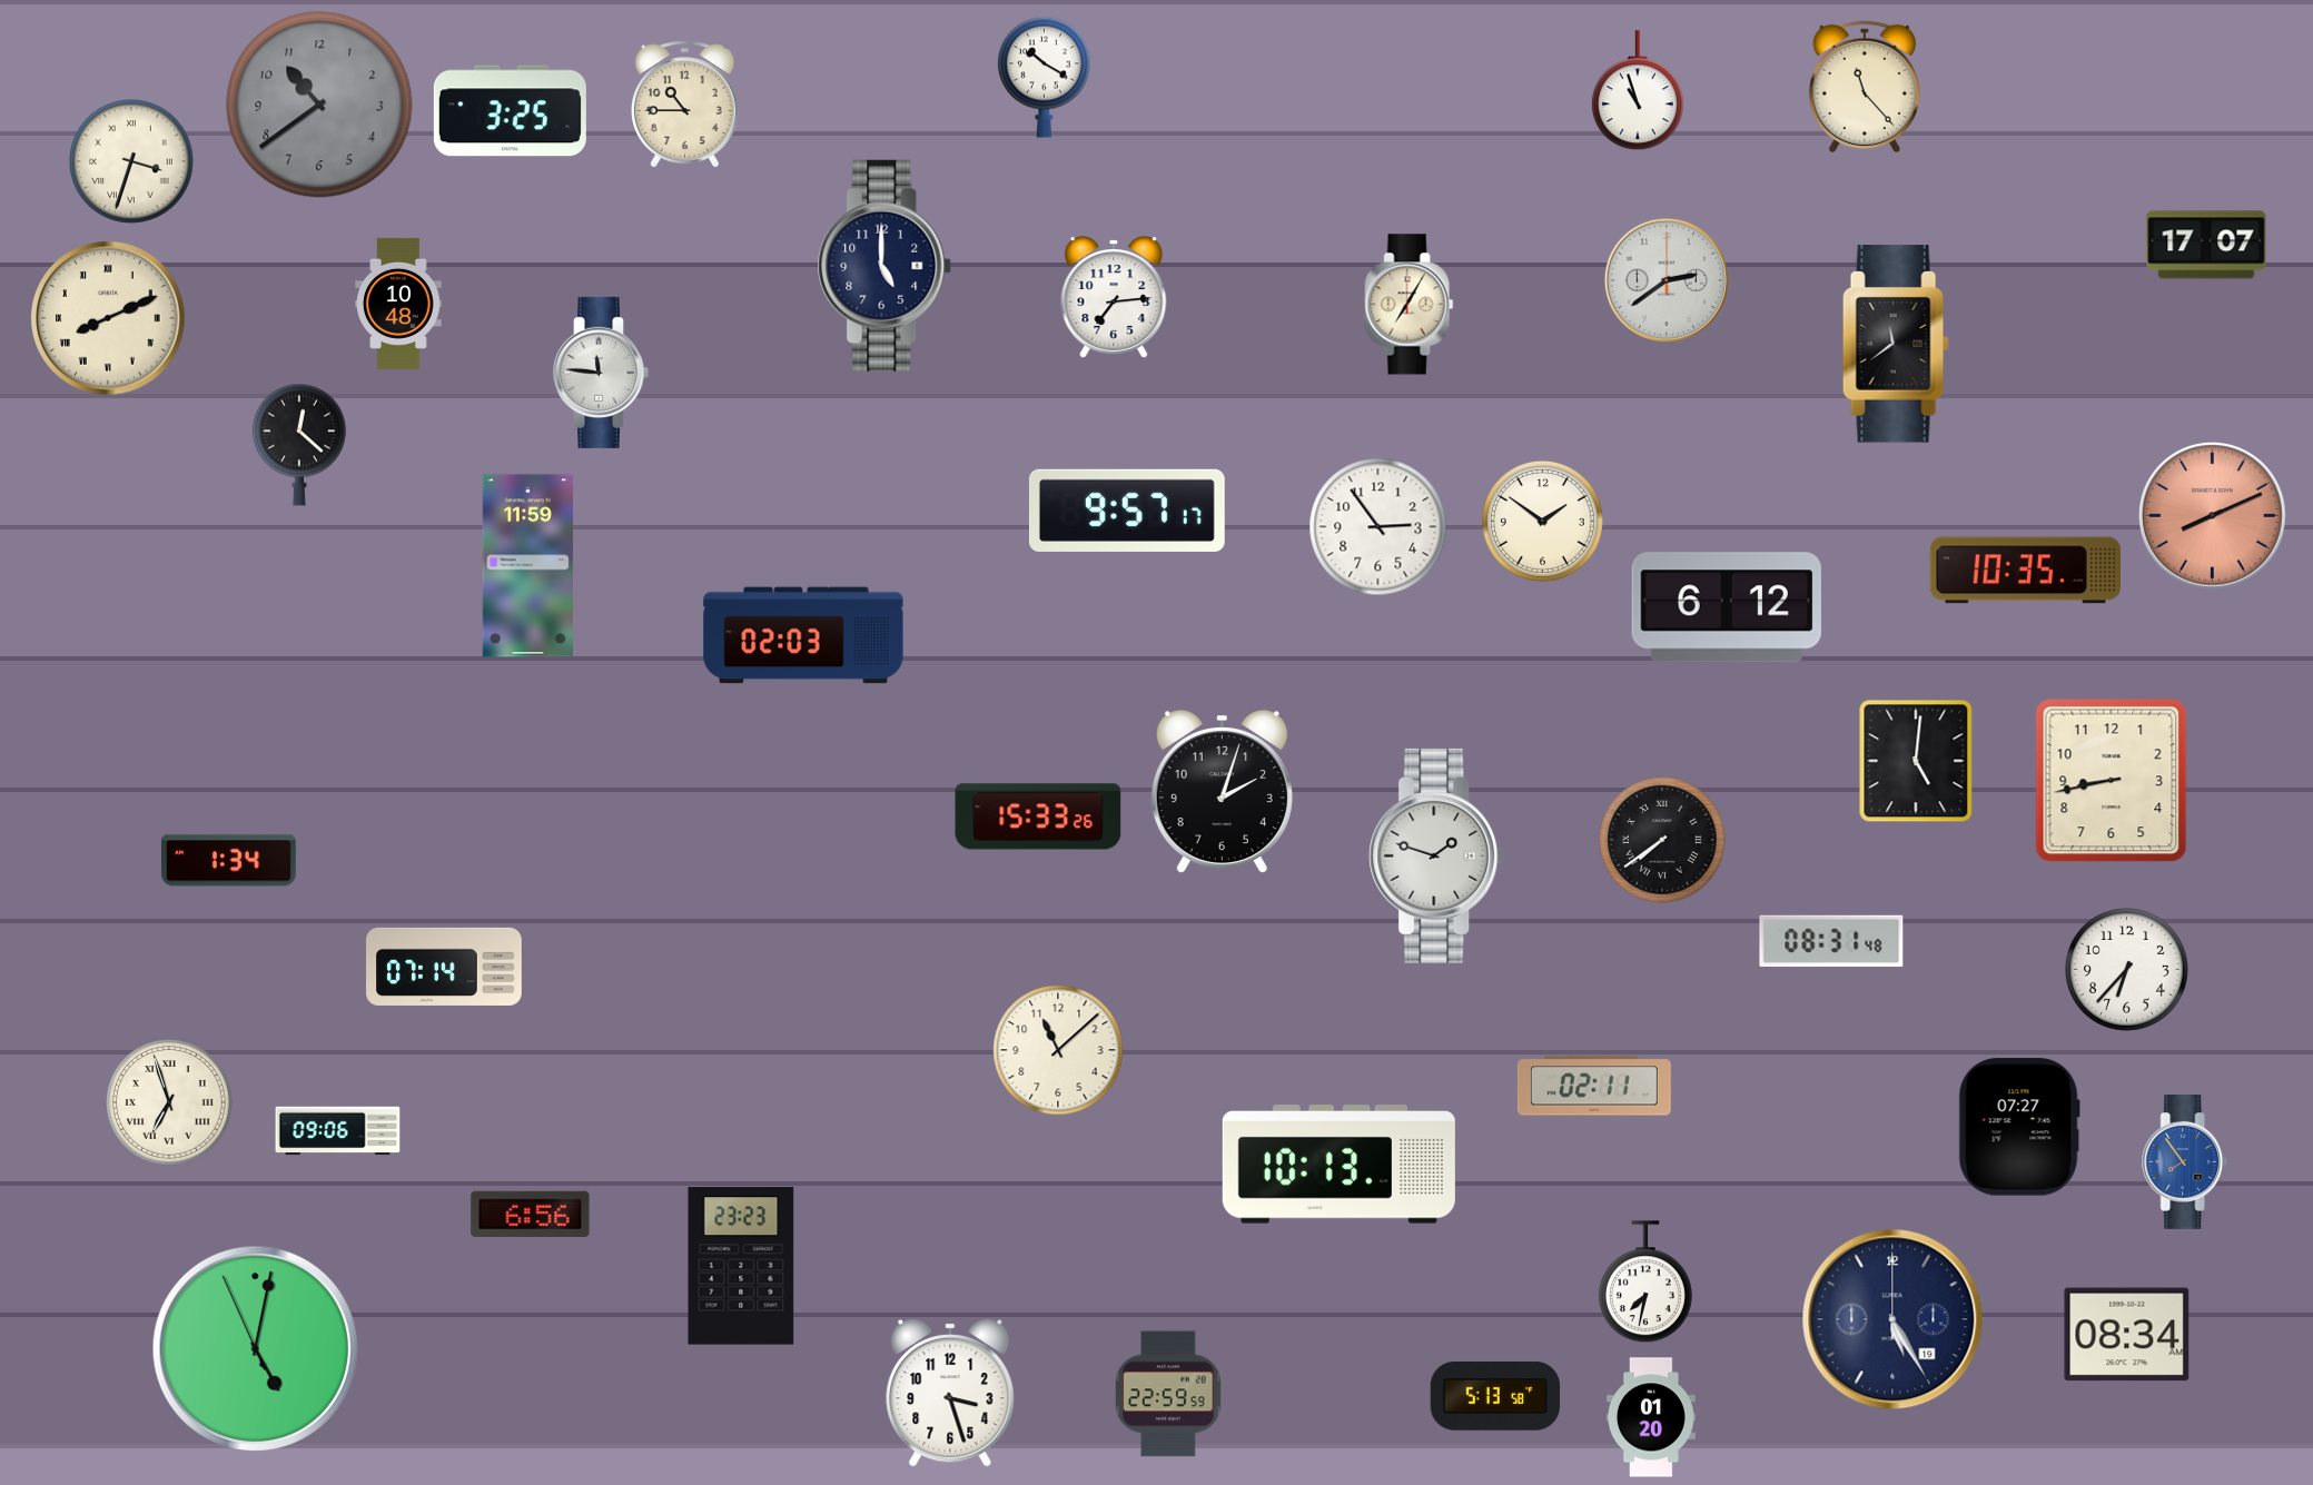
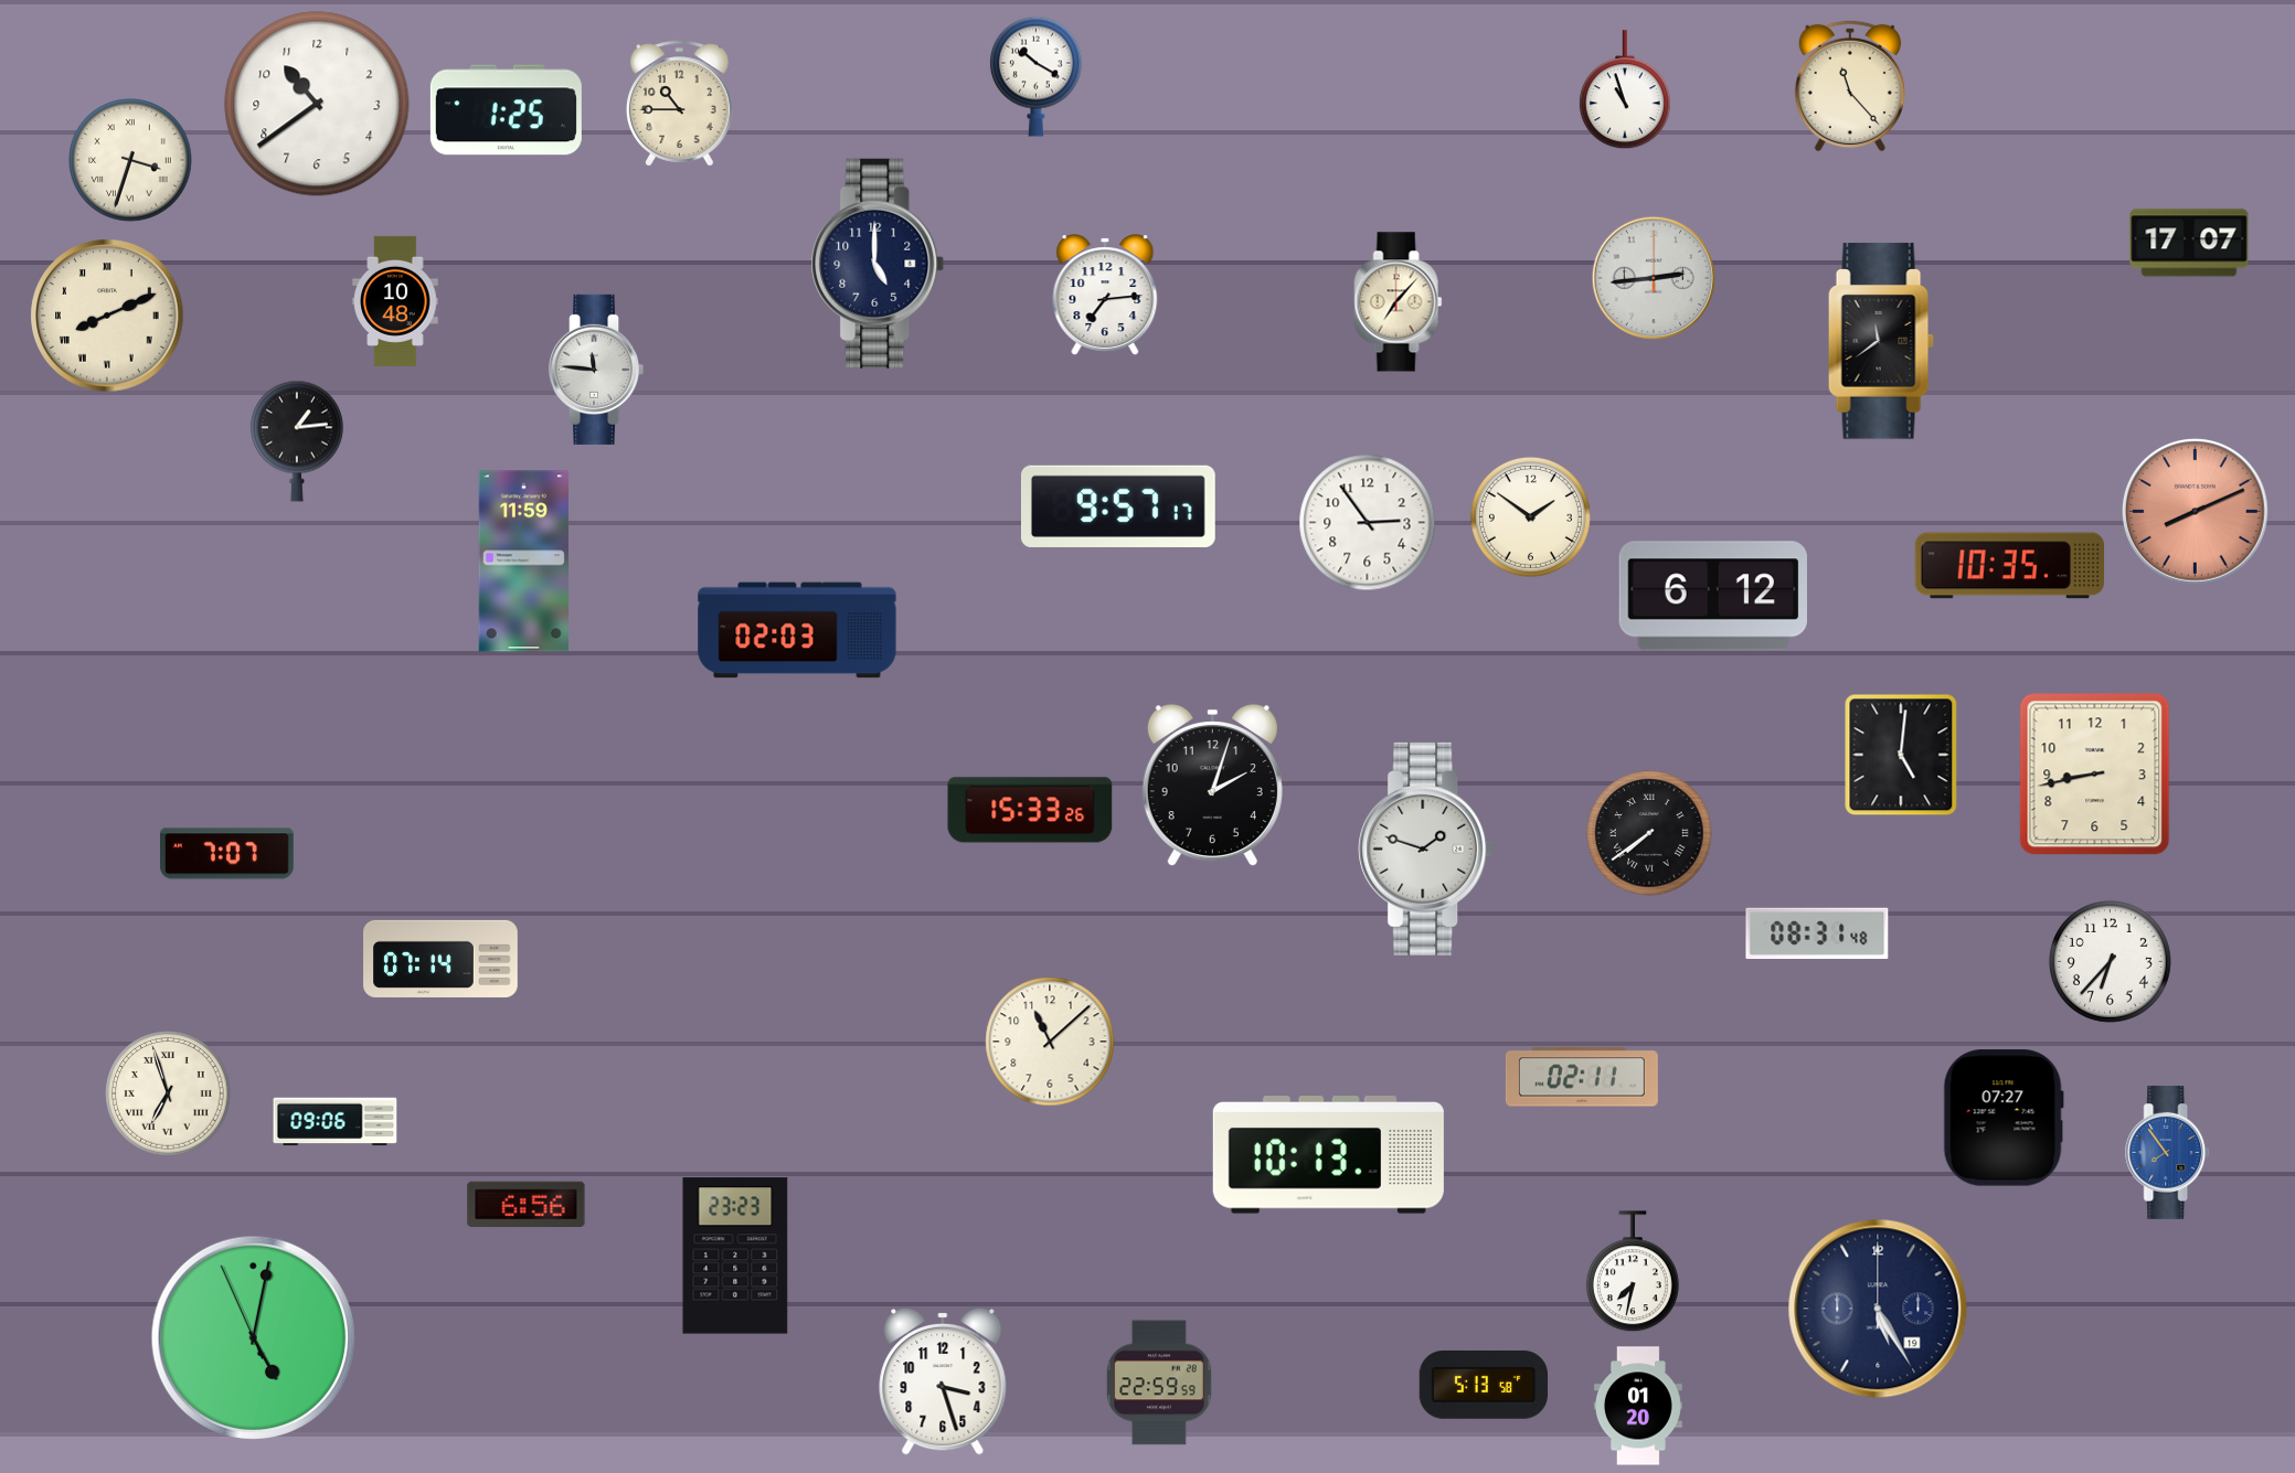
clock at (319, 105) dial: grey -> white
clock at (510, 111): 3:25 -> 1:25
clock at (1665, 279): 2:39 -> 2:44
clock at (1410, 305): 7:05 -> 7:07
clock at (299, 445): 12:22 -> 1:14
clock at (1727, 607) position: (1727, 607) -> (1713, 596)
clock at (229, 861): 1:34 -> 7:07
clock at (2127, 1335): 08:34 -> none
